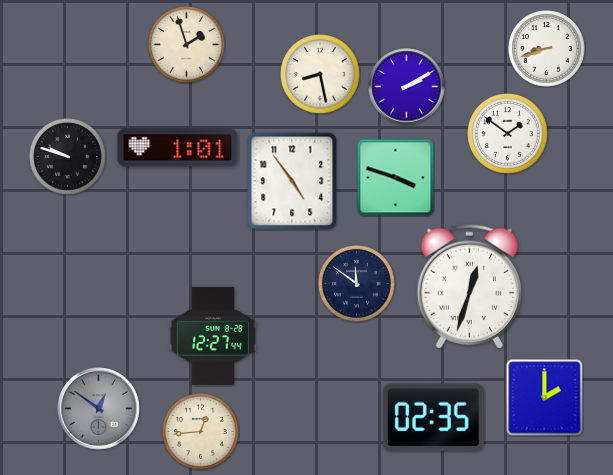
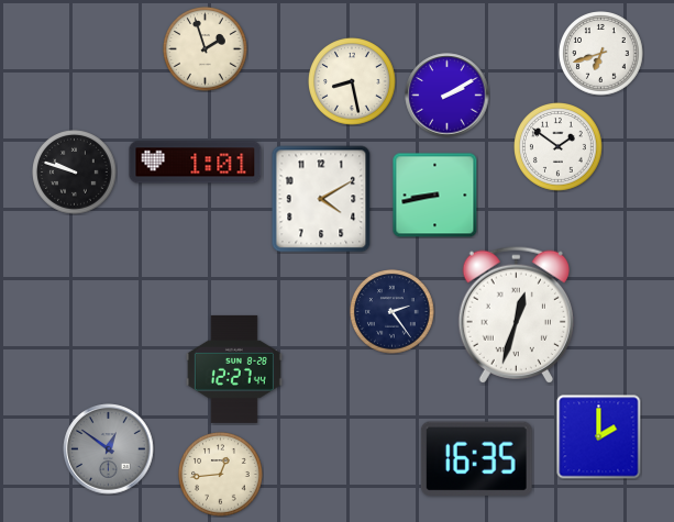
clock at (547, 49): 8:42 -> 6:42
clock at (395, 177): 3:48 -> 8:43
clock at (292, 181): 4:54 -> 4:10
clock at (357, 284): 11:51 -> 2:24
clock at (433, 417): 02:35 -> 16:35
